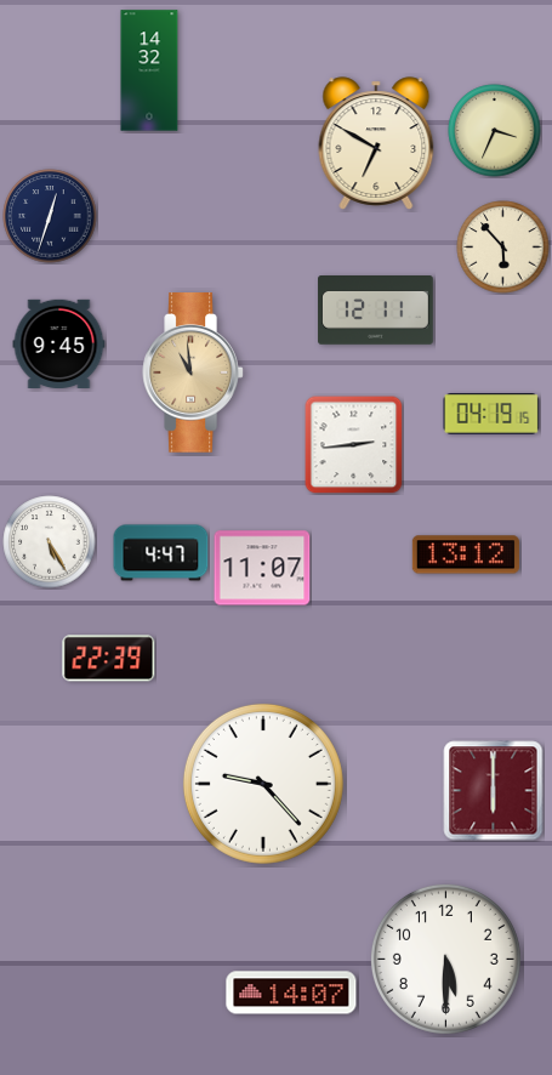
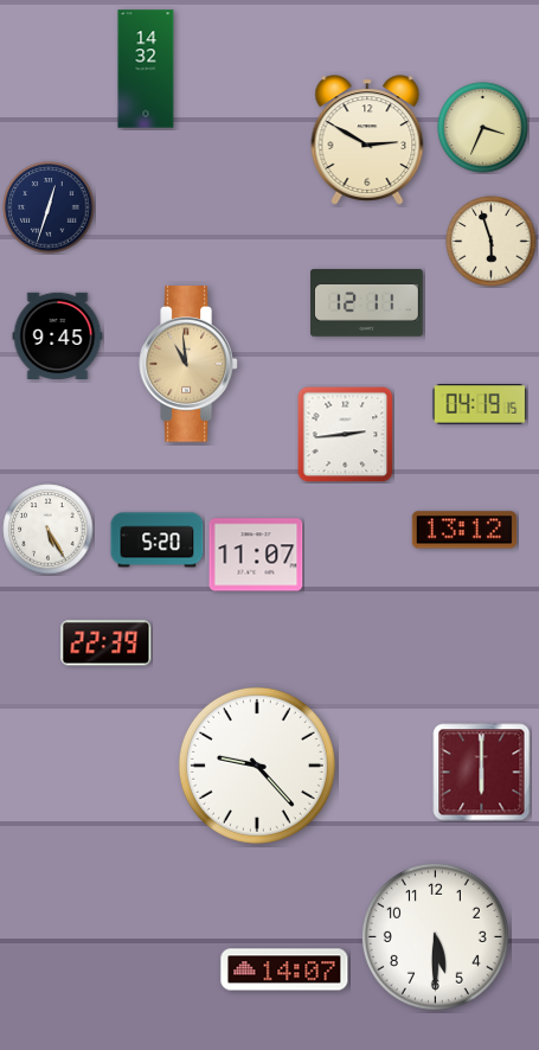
clock at (376, 143): 6:50 -> 2:50
clock at (50, 216) position: (50, 216) -> (49, 207)
clock at (503, 248): 5:53 -> 5:57
clock at (161, 553): 4:47 -> 5:20
clock at (466, 554) position: (466, 554) -> (464, 530)
